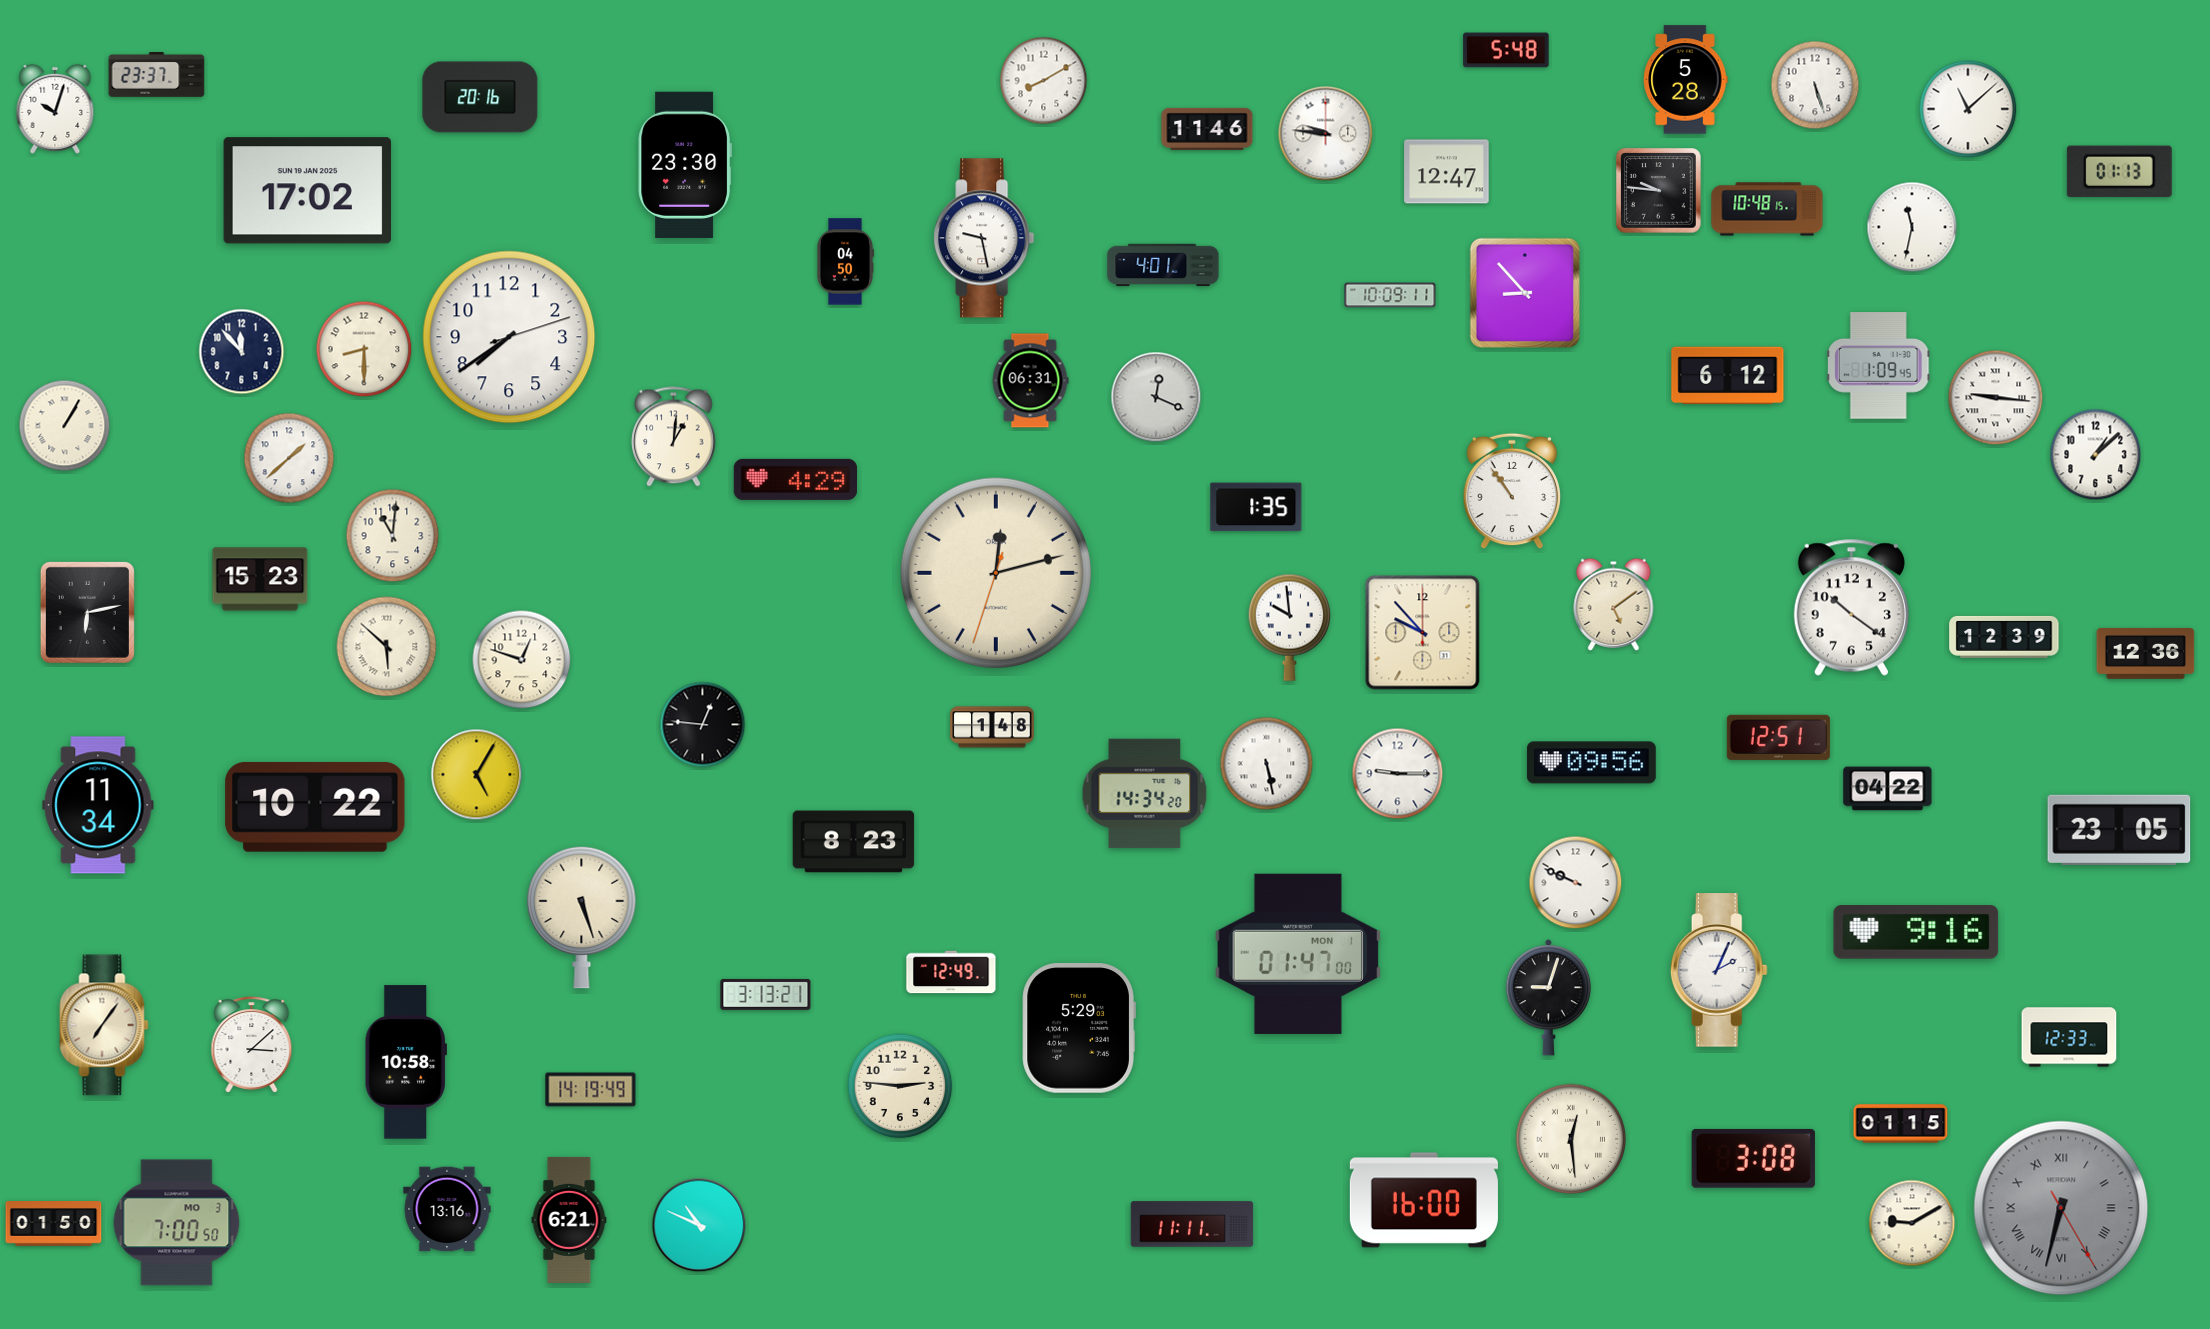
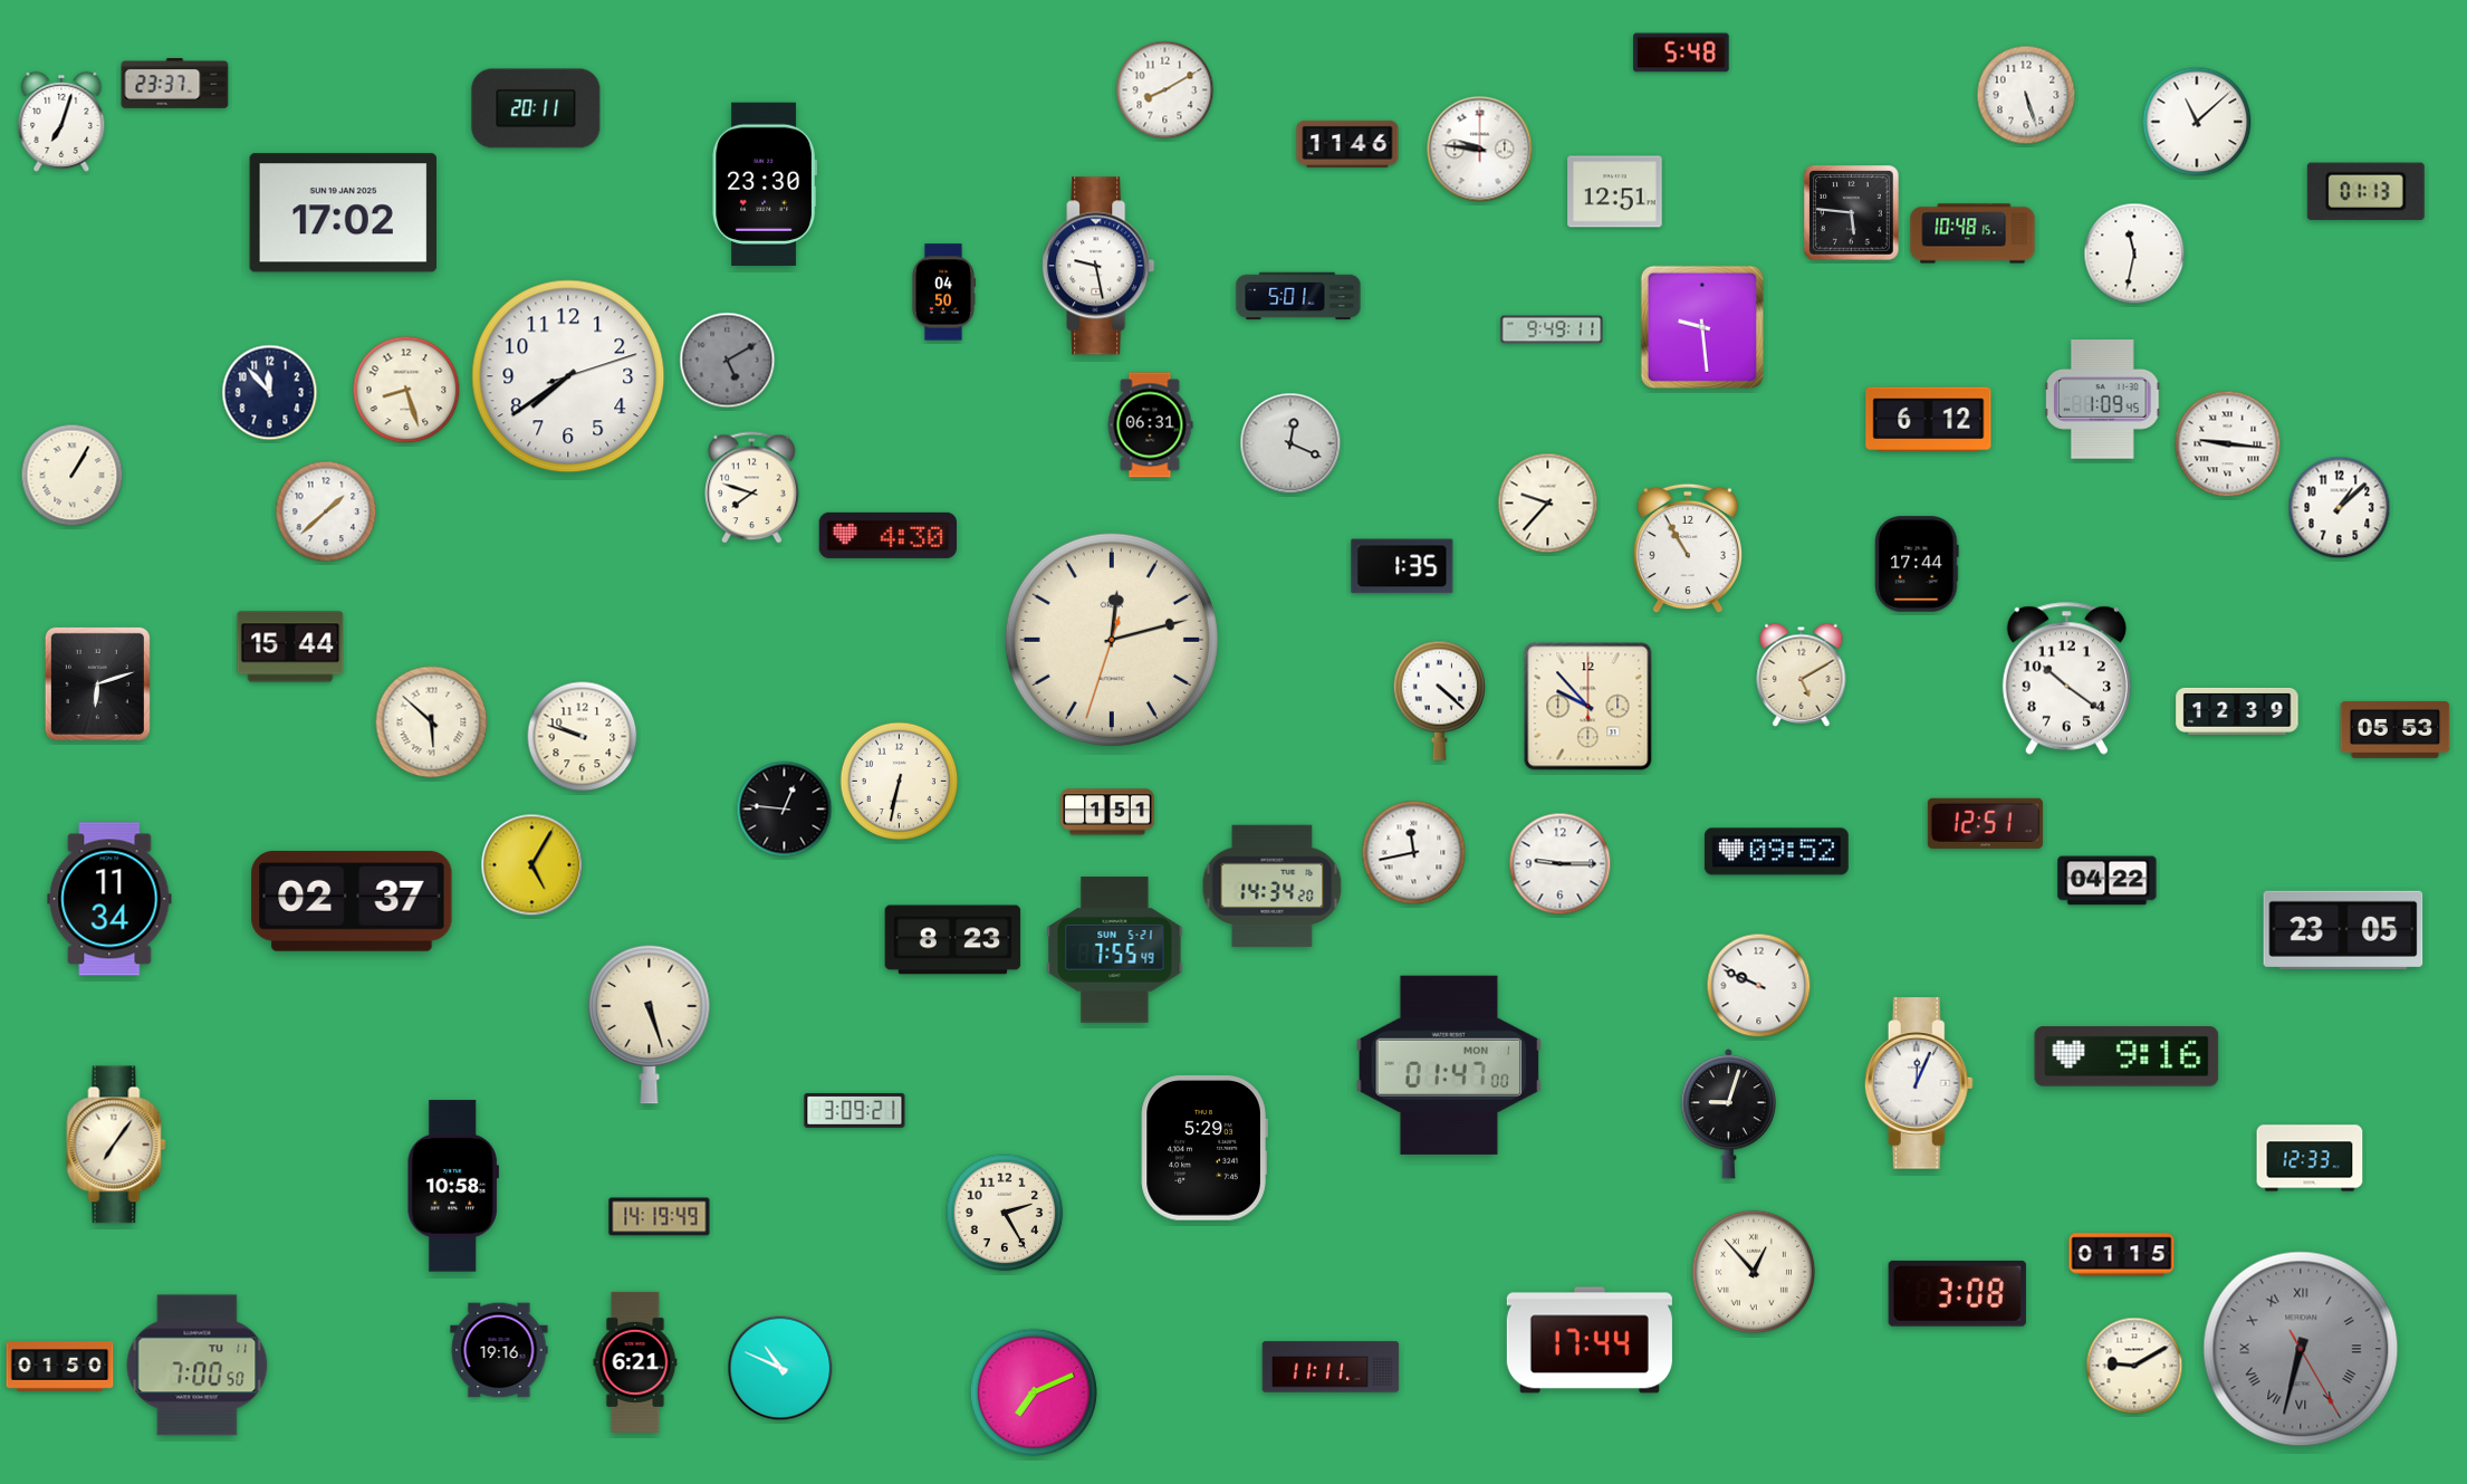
clock at (1506, 50) position: (1506, 50) -> (1681, 52)
clock at (1686, 80): 5:28 -> none
clock at (480, 97): 20:16 -> 20:11
clock at (55, 109): 10:03 -> 7:03
clock at (1447, 172): 12:47 -> 12:51
clock at (1659, 191): 9:46 -> 5:46
clock at (1163, 265): 4:01 -> 5:01
clock at (1525, 293): 8:53 -> 9:29
clock at (1390, 295): 10:09 -> 9:49
clock at (728, 361): none -> 5:10
clock at (364, 349): 8:30 -> 8:27
clock at (1878, 366) position: (1878, 366) -> (2102, 400)
clock at (674, 437): 1:01 -> 7:48
clock at (1548, 504): none -> 9:37
clock at (289, 458) position: (289, 458) -> (326, 511)
clock at (795, 479): 4:29 -> 4:30
clock at (1511, 491): 10:54 -> 10:55
clock at (1917, 564): none -> 17:44
clock at (393, 536): 11:01 -> none
clock at (260, 579): 15:23 -> 15:44
clock at (1614, 604): 5:09 -> 5:10
clock at (87, 612): 6:13 -> 6:12
clock at (1289, 627): 9:59 -> 4:22
clock at (2146, 653): 12:36 -> 05:53
clock at (522, 660): 12:48 -> 9:48
clock at (900, 782): none -> 6:32
clock at (992, 727): 1:48 -> 1:51
clock at (1591, 763): 09:56 -> 09:52
clock at (1267, 764): 5:28 -> 11:43
clock at (1145, 794) position: (1145, 794) -> (1273, 887)
clock at (315, 807): 10:22 -> 02:37
clock at (2119, 830) position: (2119, 830) -> (2343, 930)
clock at (1115, 950): none -> 7:55
clock at (1916, 933) position: (1916, 933) -> (2127, 1057)
clock at (1719, 970): 2:04 -> 12:04
clock at (951, 972): 12:49 -> none
clock at (766, 994): 3:13 -> 3:09
clock at (252, 1045): 3:08 -> none
clock at (900, 1086): 2:46 -> 2:25
clock at (1570, 1138): 12:29 -> 12:53
clock at (1424, 1200): 16:00 -> 17:44
clock at (447, 1209): 13:16 -> 19:16
clock at (177, 1223) date: MO 3 -> TU 11
clock at (1034, 1392): none -> 7:11
